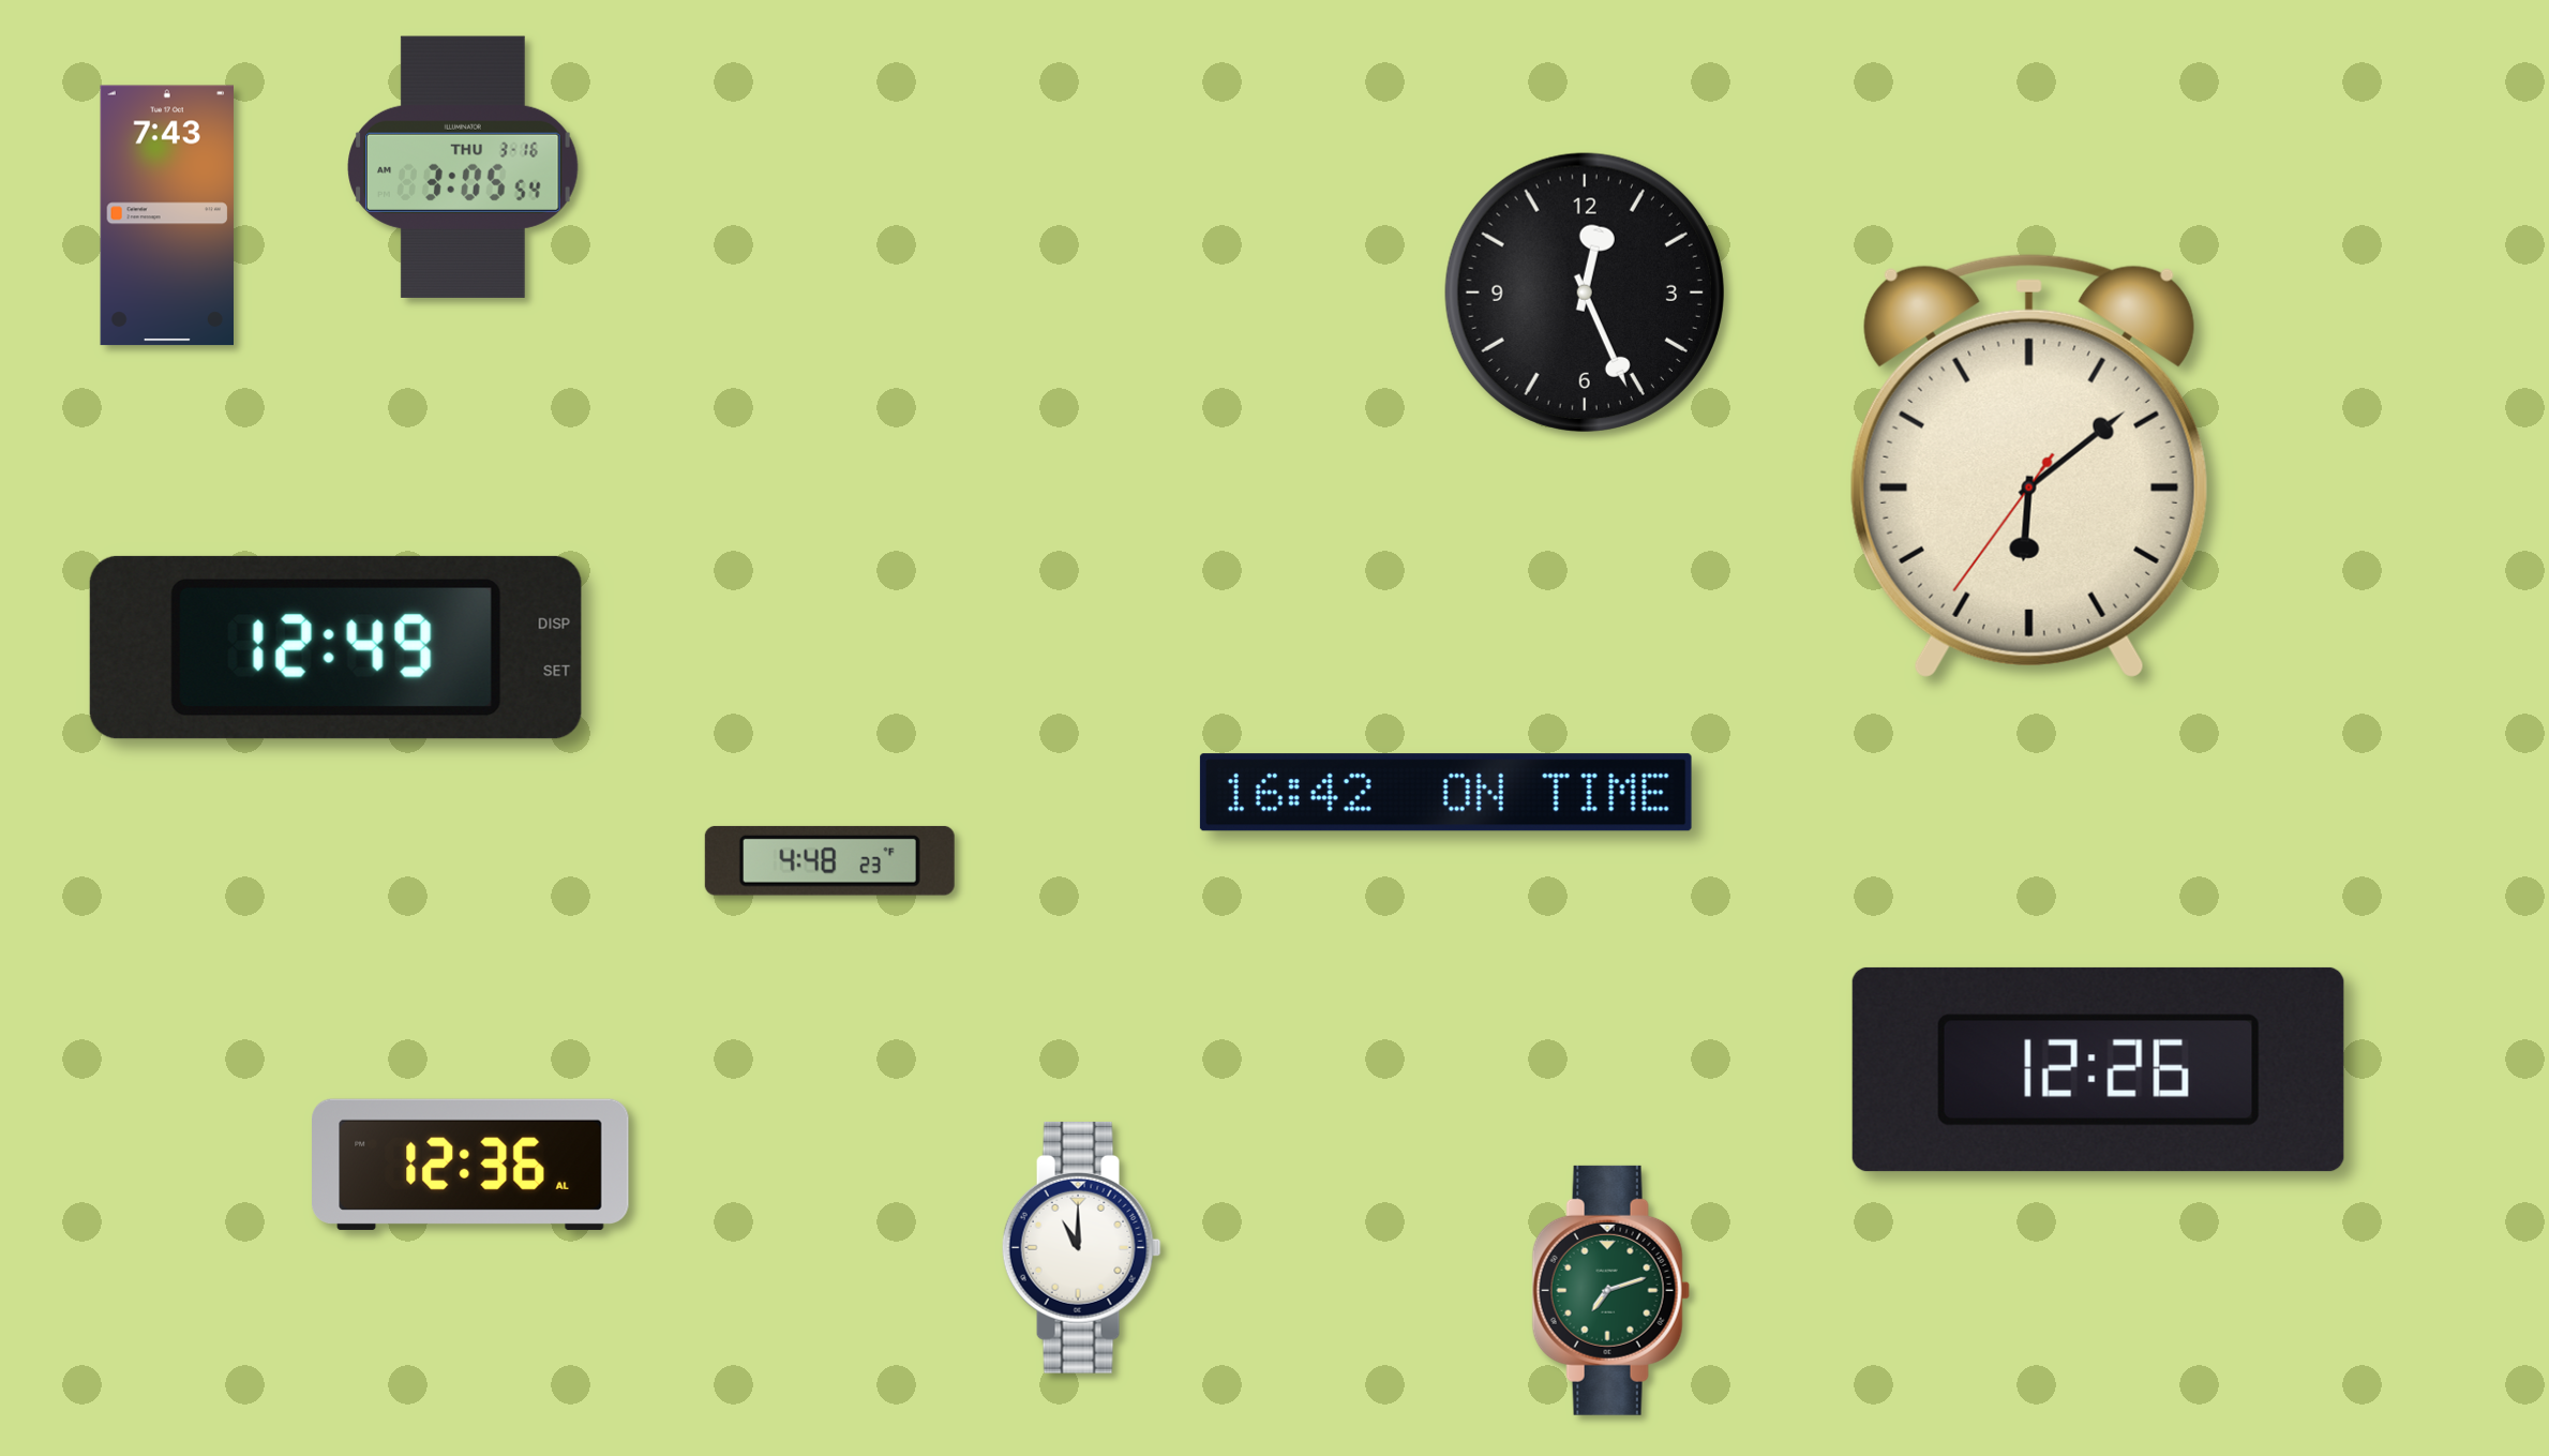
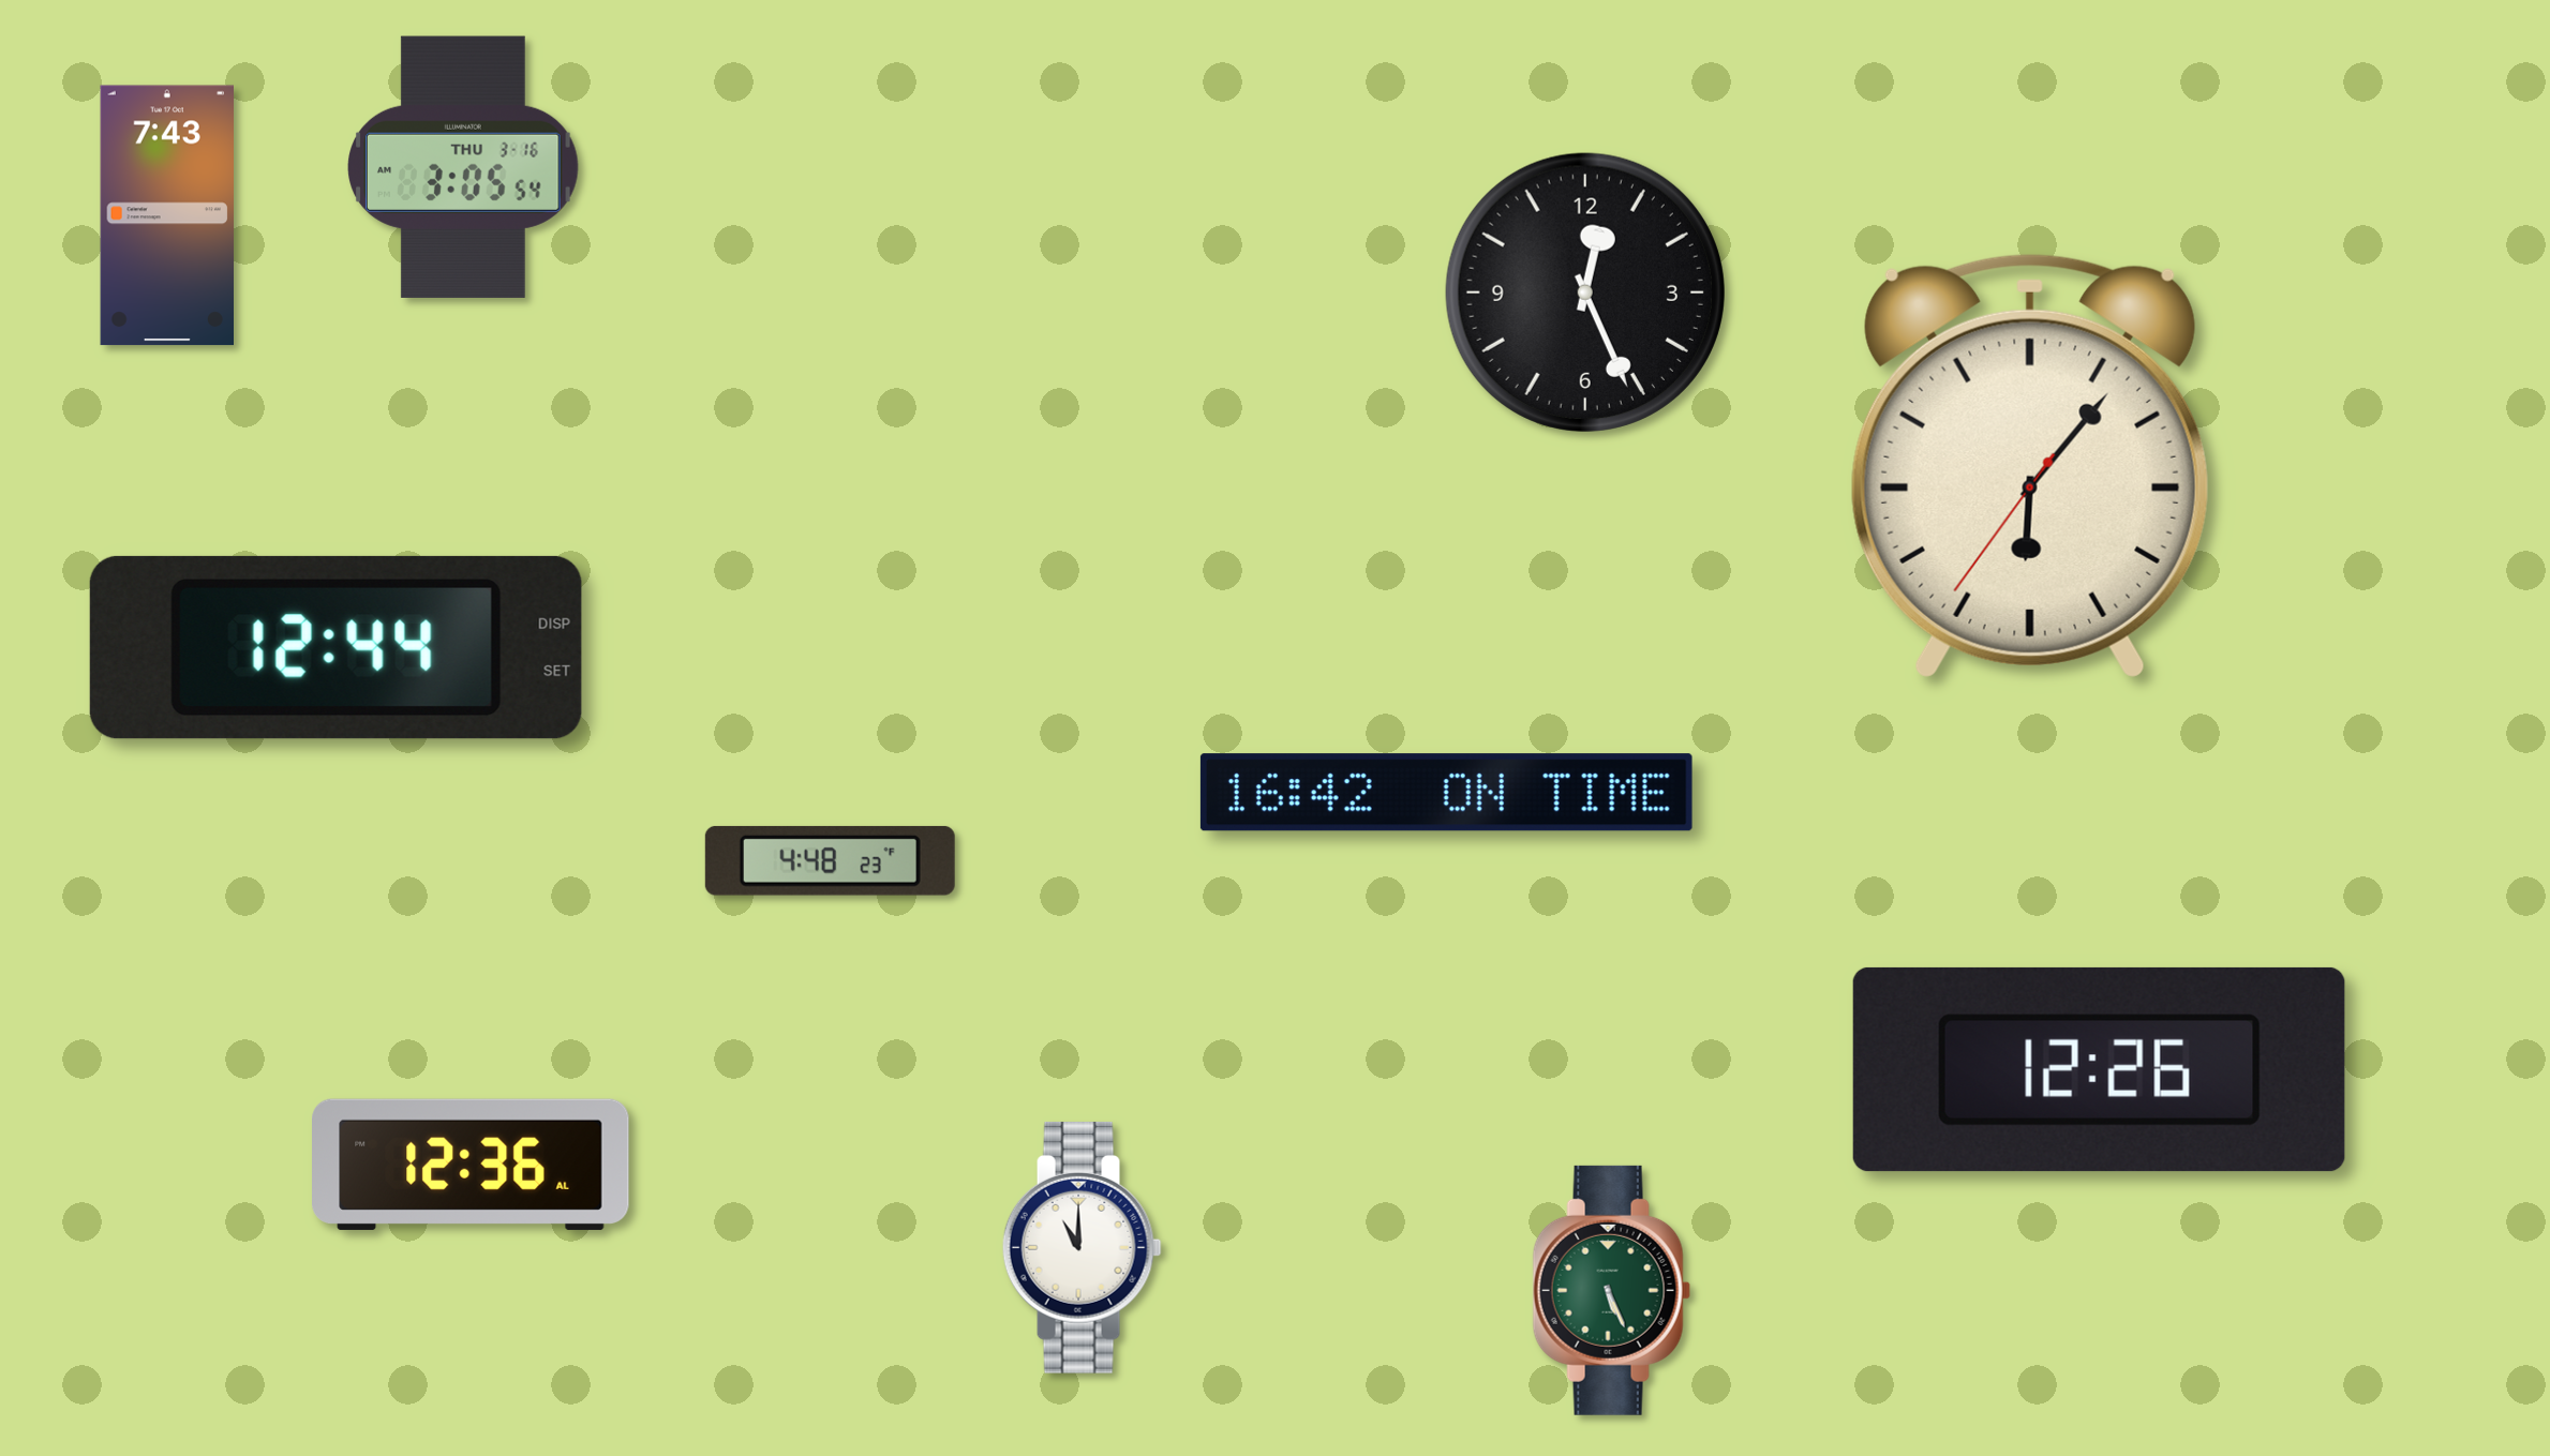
clock at (2029, 465): 6:08 -> 6:06
clock at (335, 647): 12:49 -> 12:44
clock at (1610, 1290): 7:12 -> 5:26
